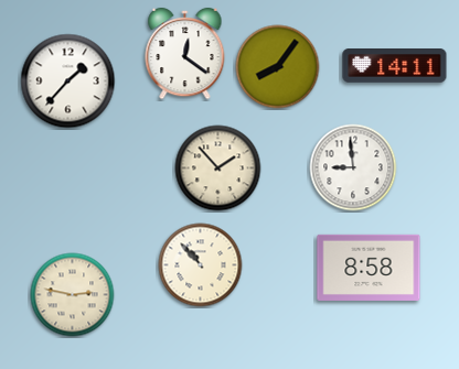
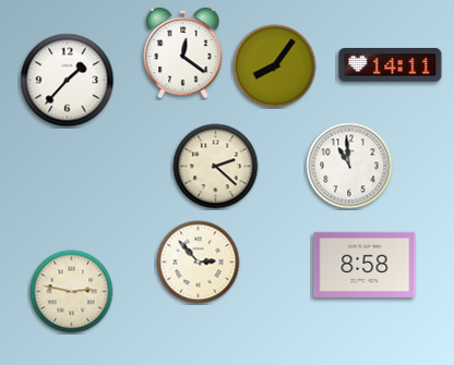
clock at (353, 167): 8:59 -> 10:59
clock at (218, 169): 1:53 -> 2:22
clock at (201, 265): 10:53 -> 2:53
